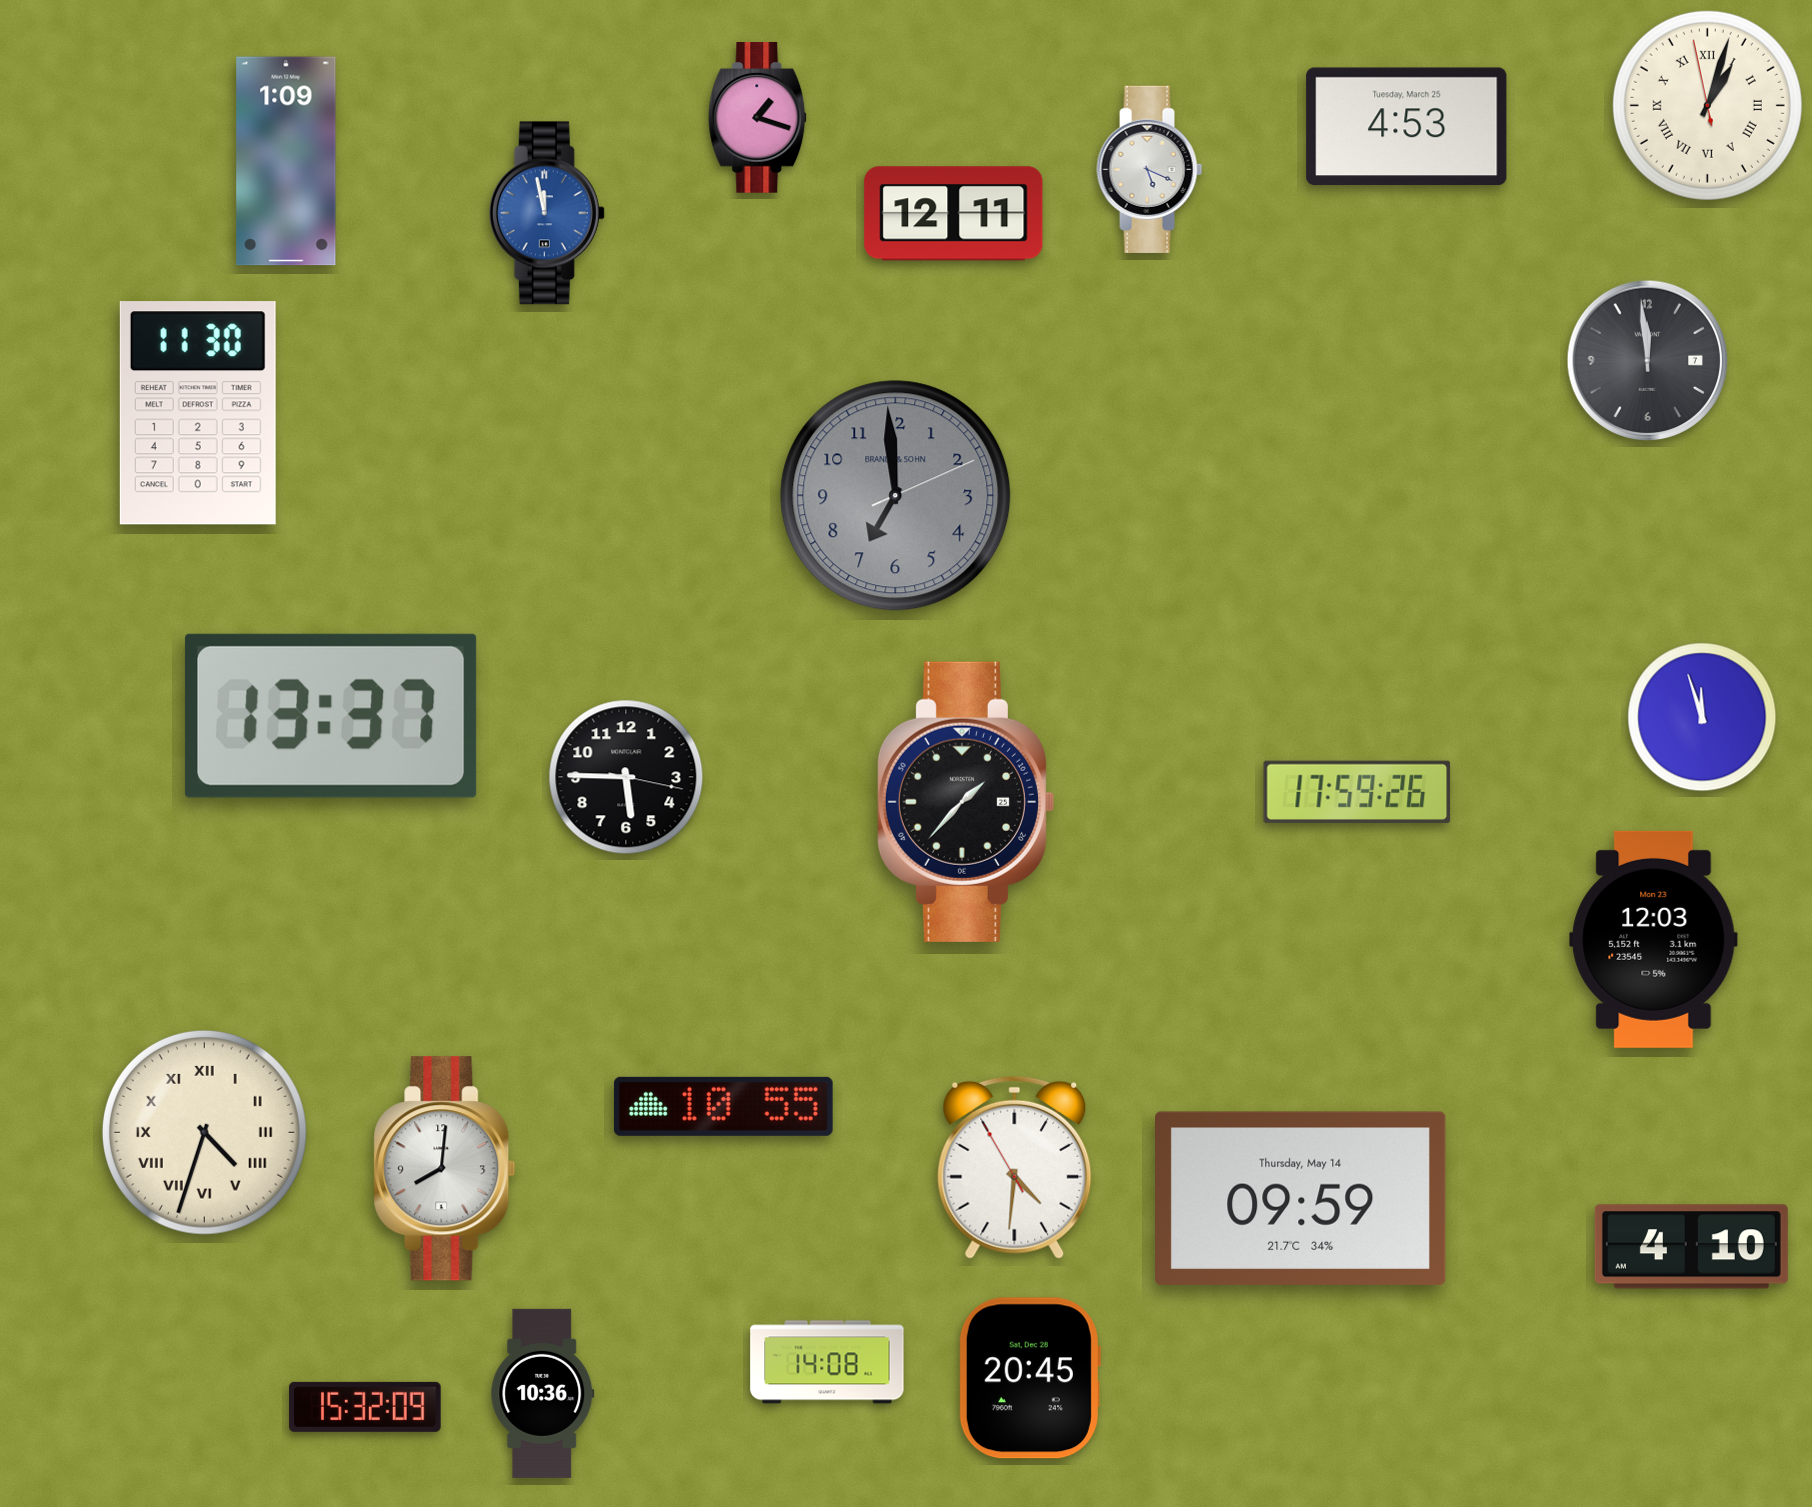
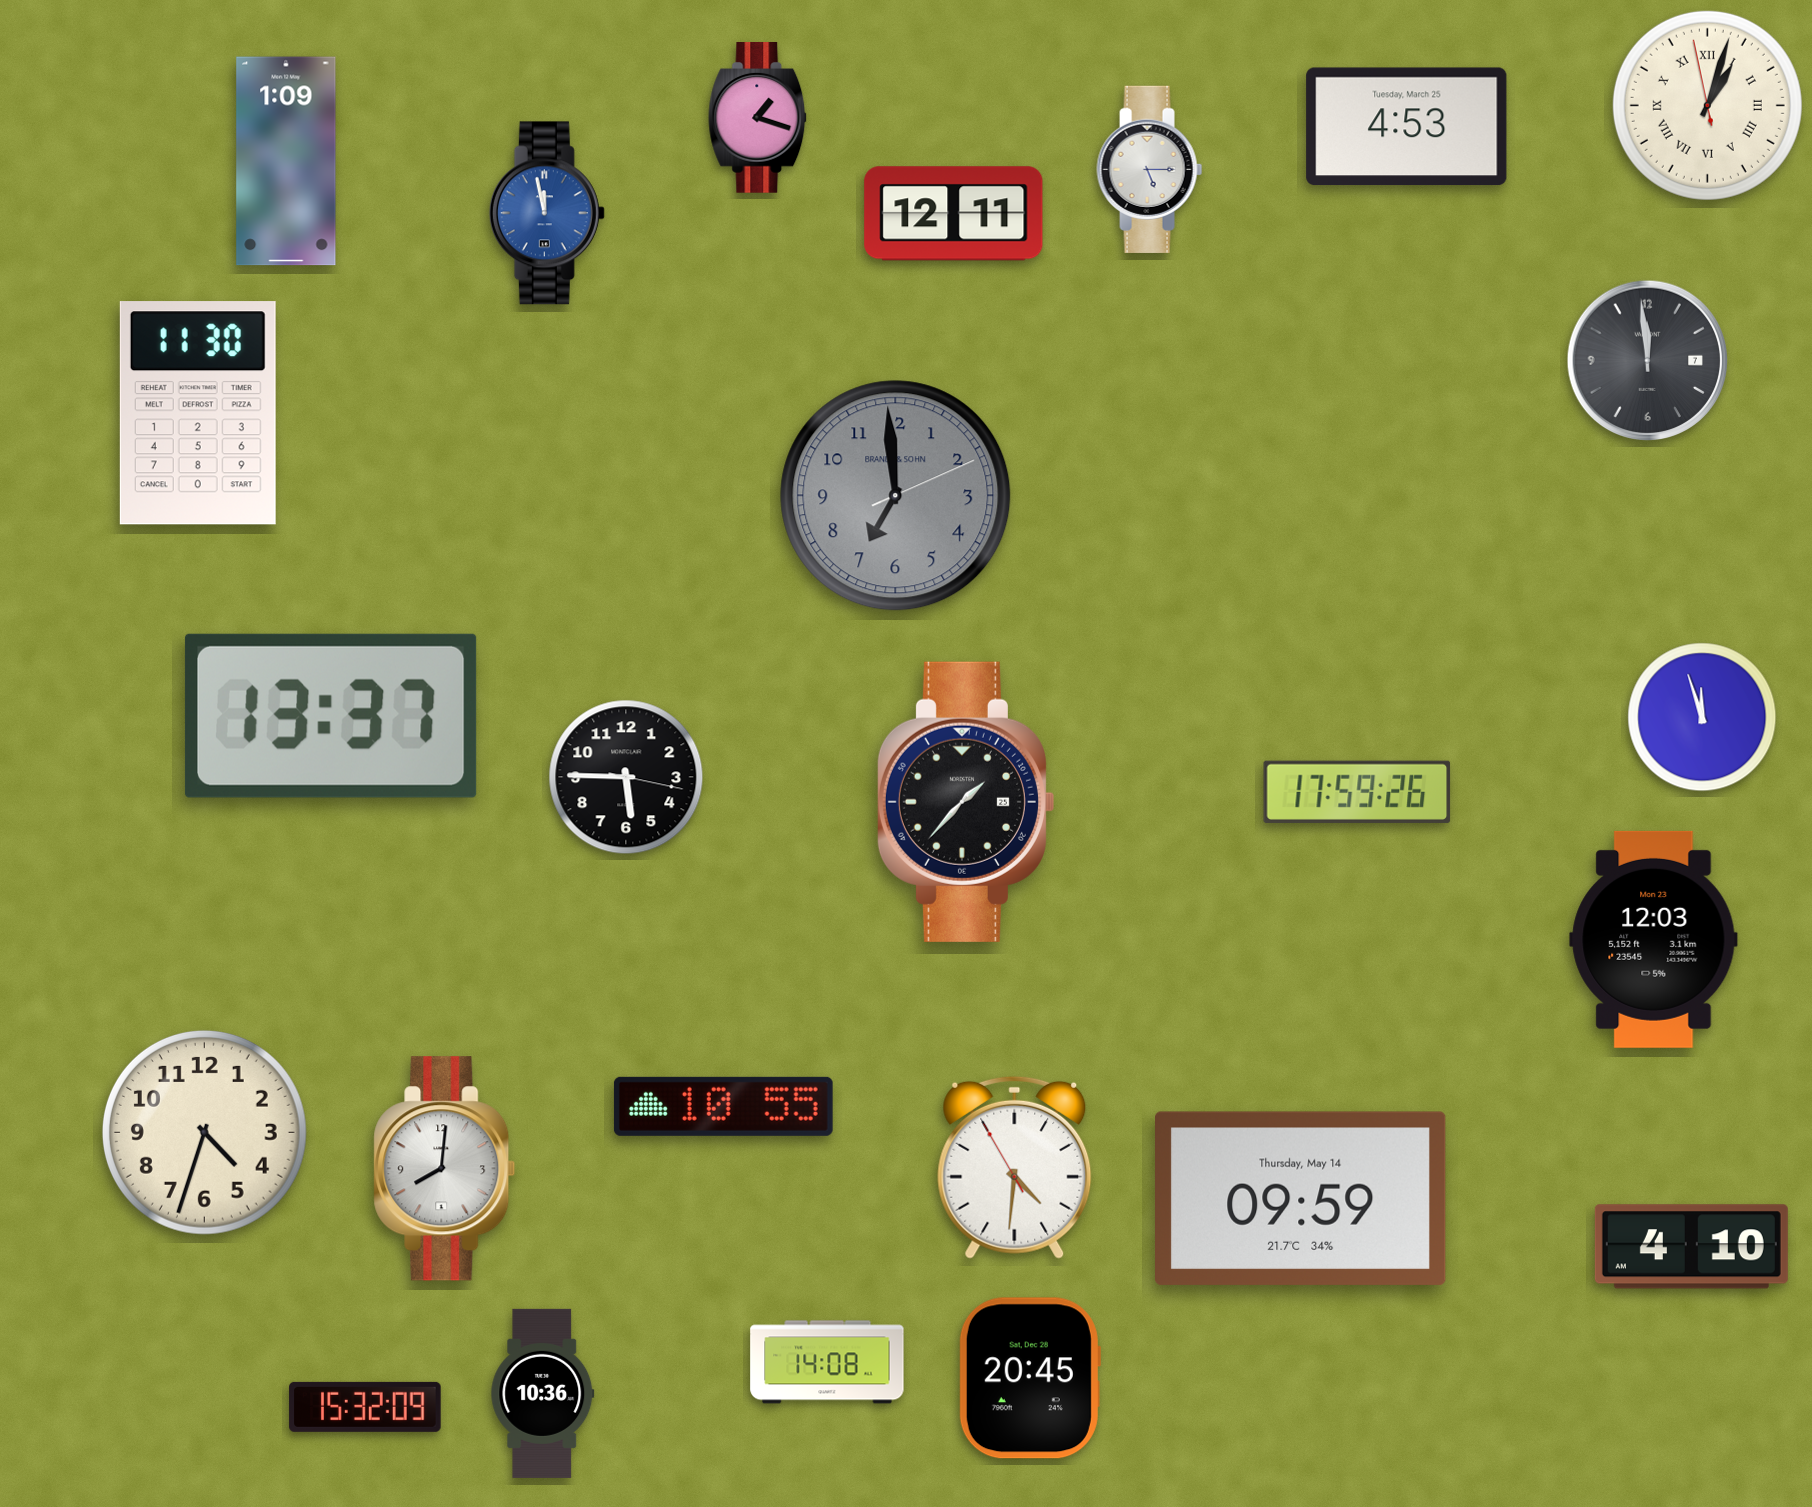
clock at (1150, 169): 5:19 -> 5:15
clock at (204, 1132) numerals: Roman -> Arabic
